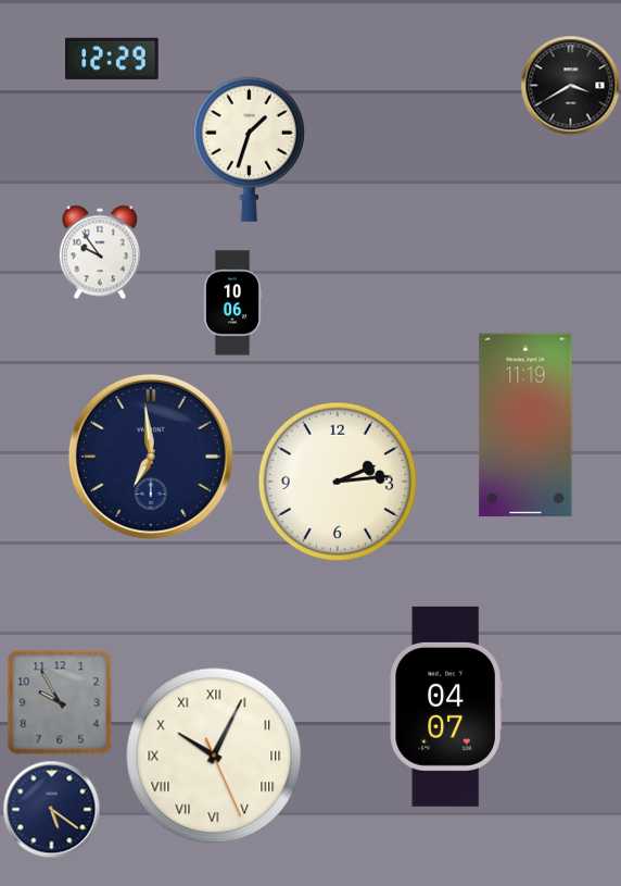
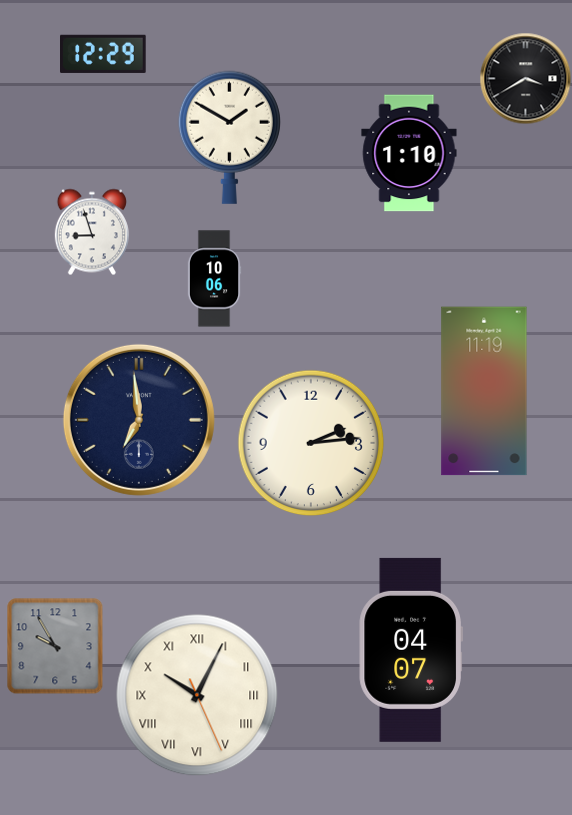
clock at (249, 149): 1:33 -> 1:50
clock at (409, 153): none -> 1:10
clock at (100, 252): 9:54 -> 8:57
clock at (51, 809): 5:21 -> none
